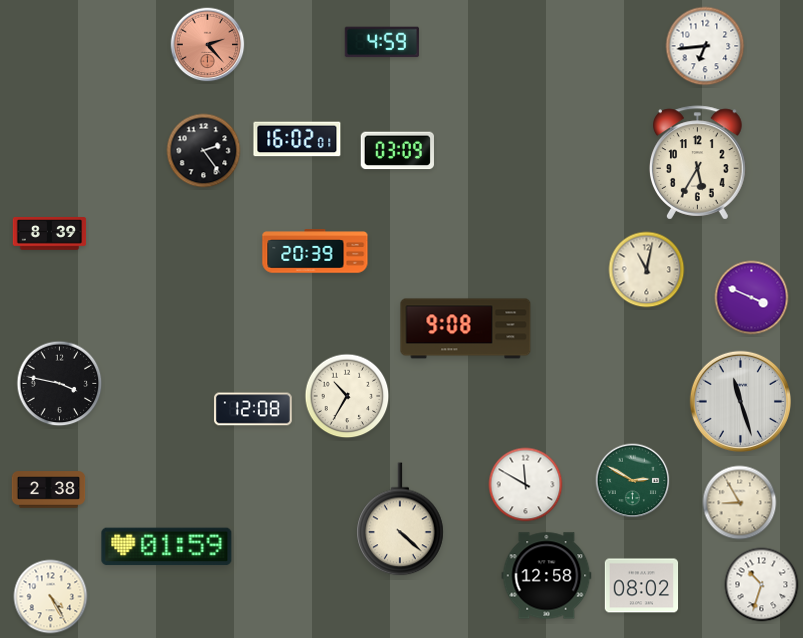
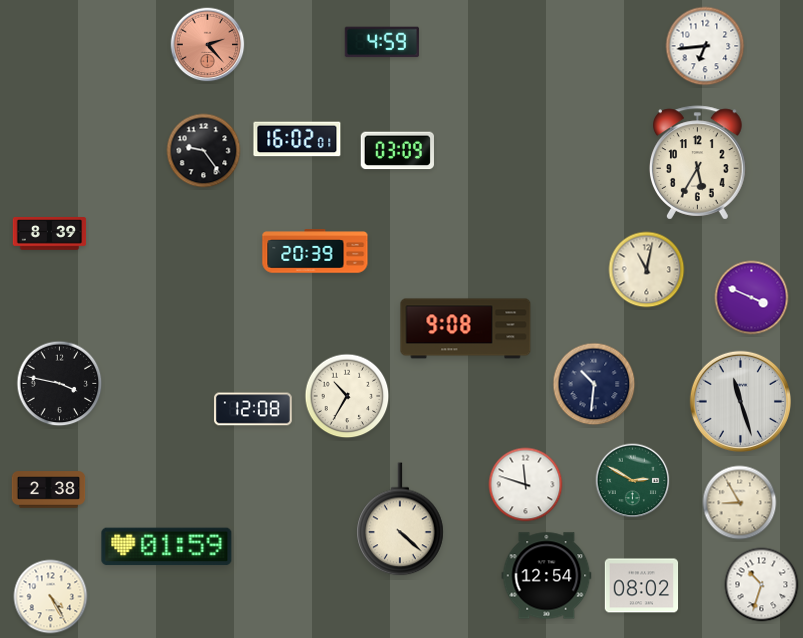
clock at (204, 151): 2:24 -> 9:24
clock at (594, 384): none -> 10:31
clock at (526, 485): 11:50 -> 11:48
clock at (547, 576): 12:58 -> 12:54
